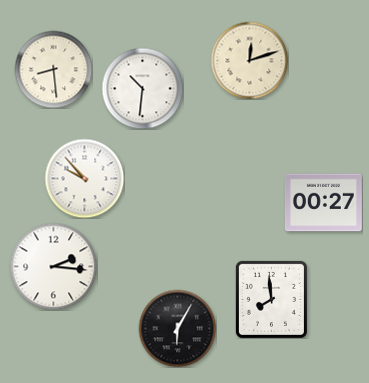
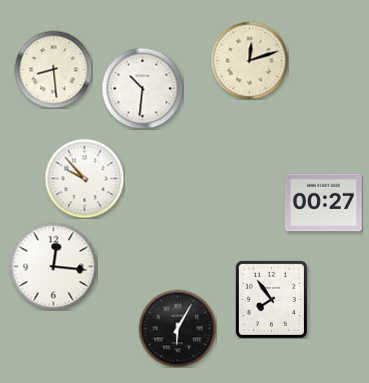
clock at (53, 266): 2:16 -> 12:16
clock at (271, 299): 7:59 -> 7:54
